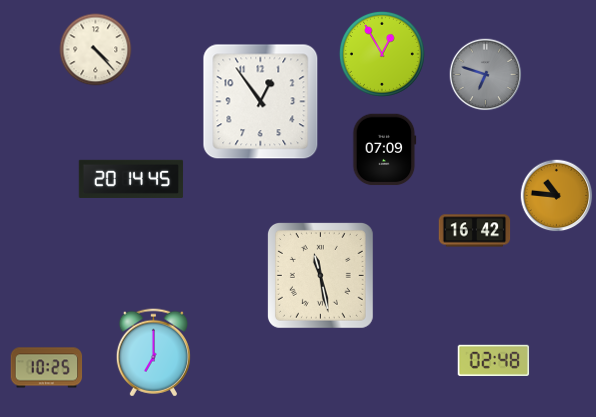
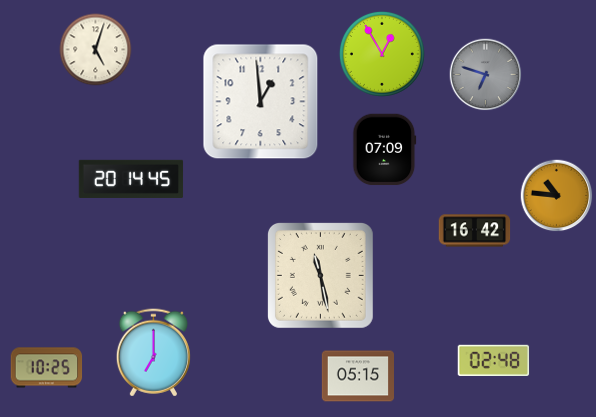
clock at (96, 50): 4:23 -> 5:03
clock at (261, 102): 12:54 -> 12:59
clock at (357, 376): none -> 05:15
